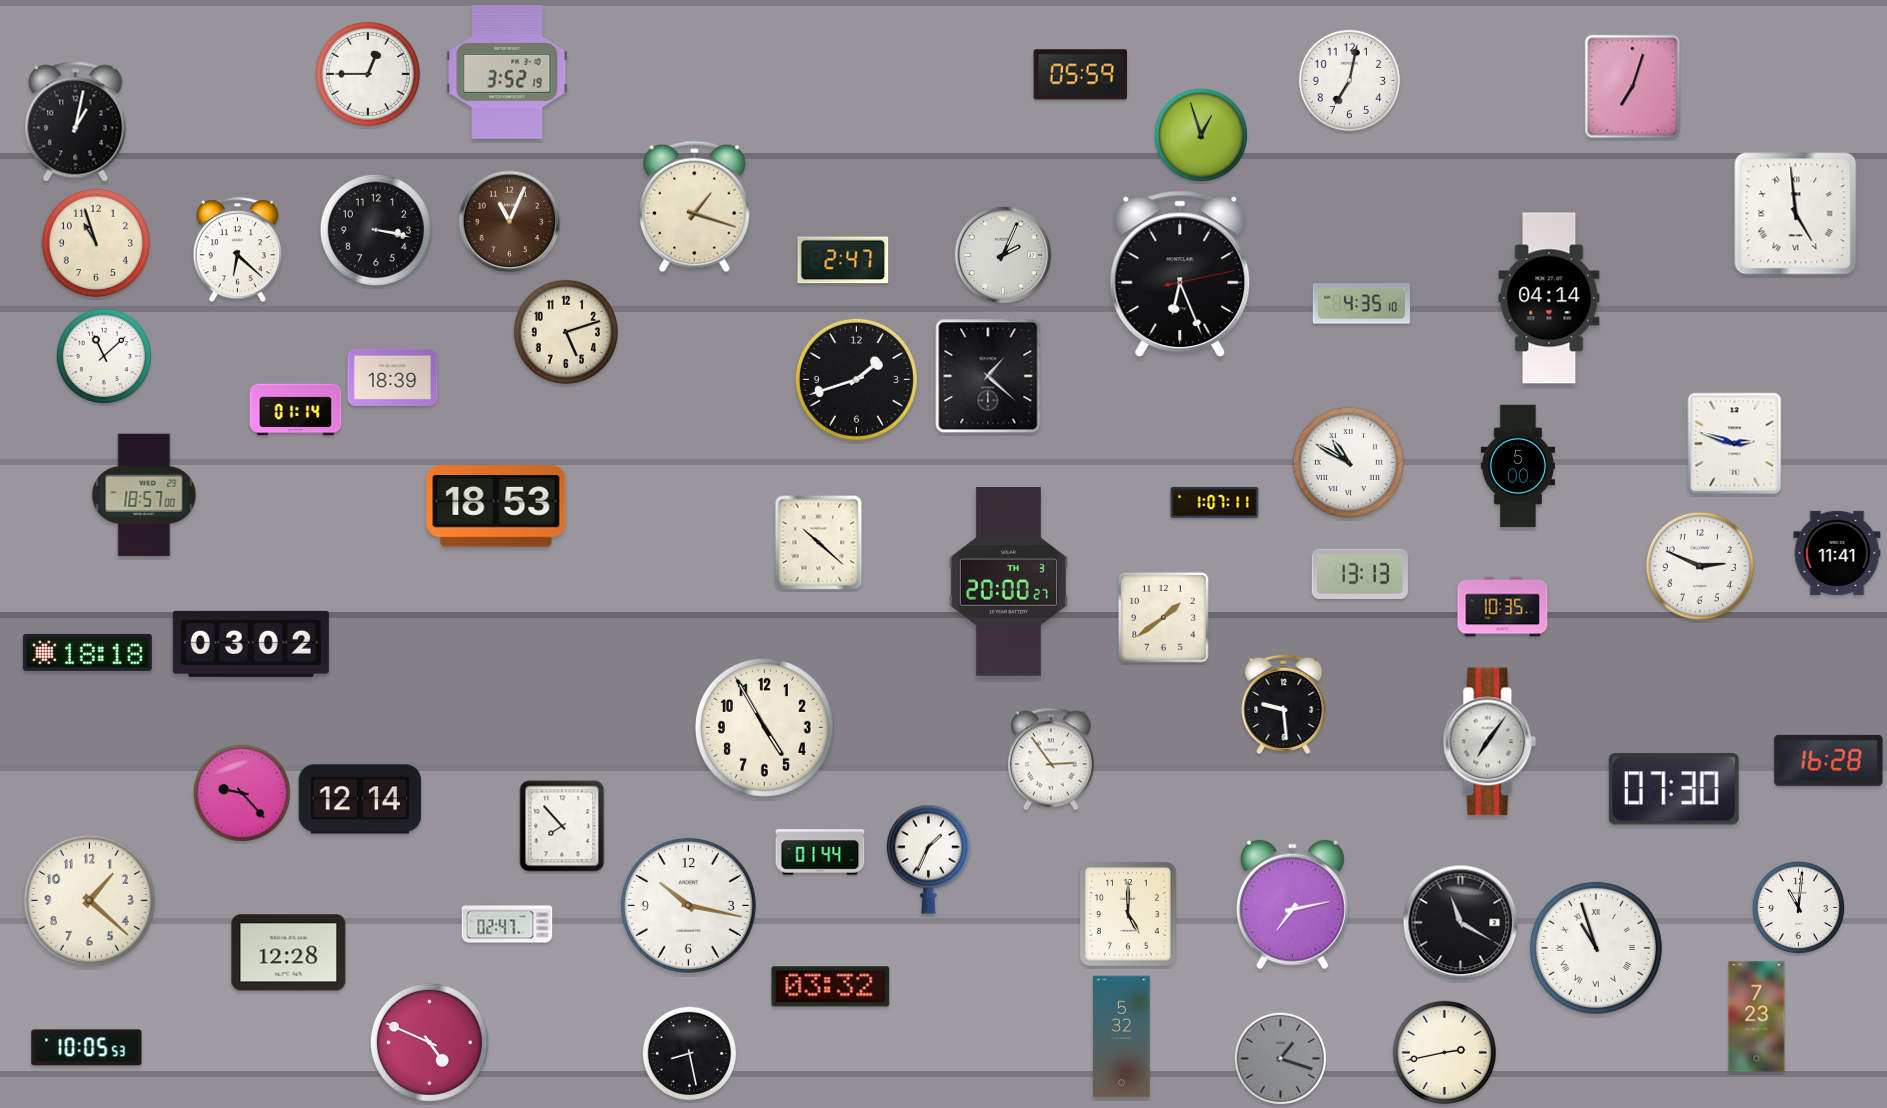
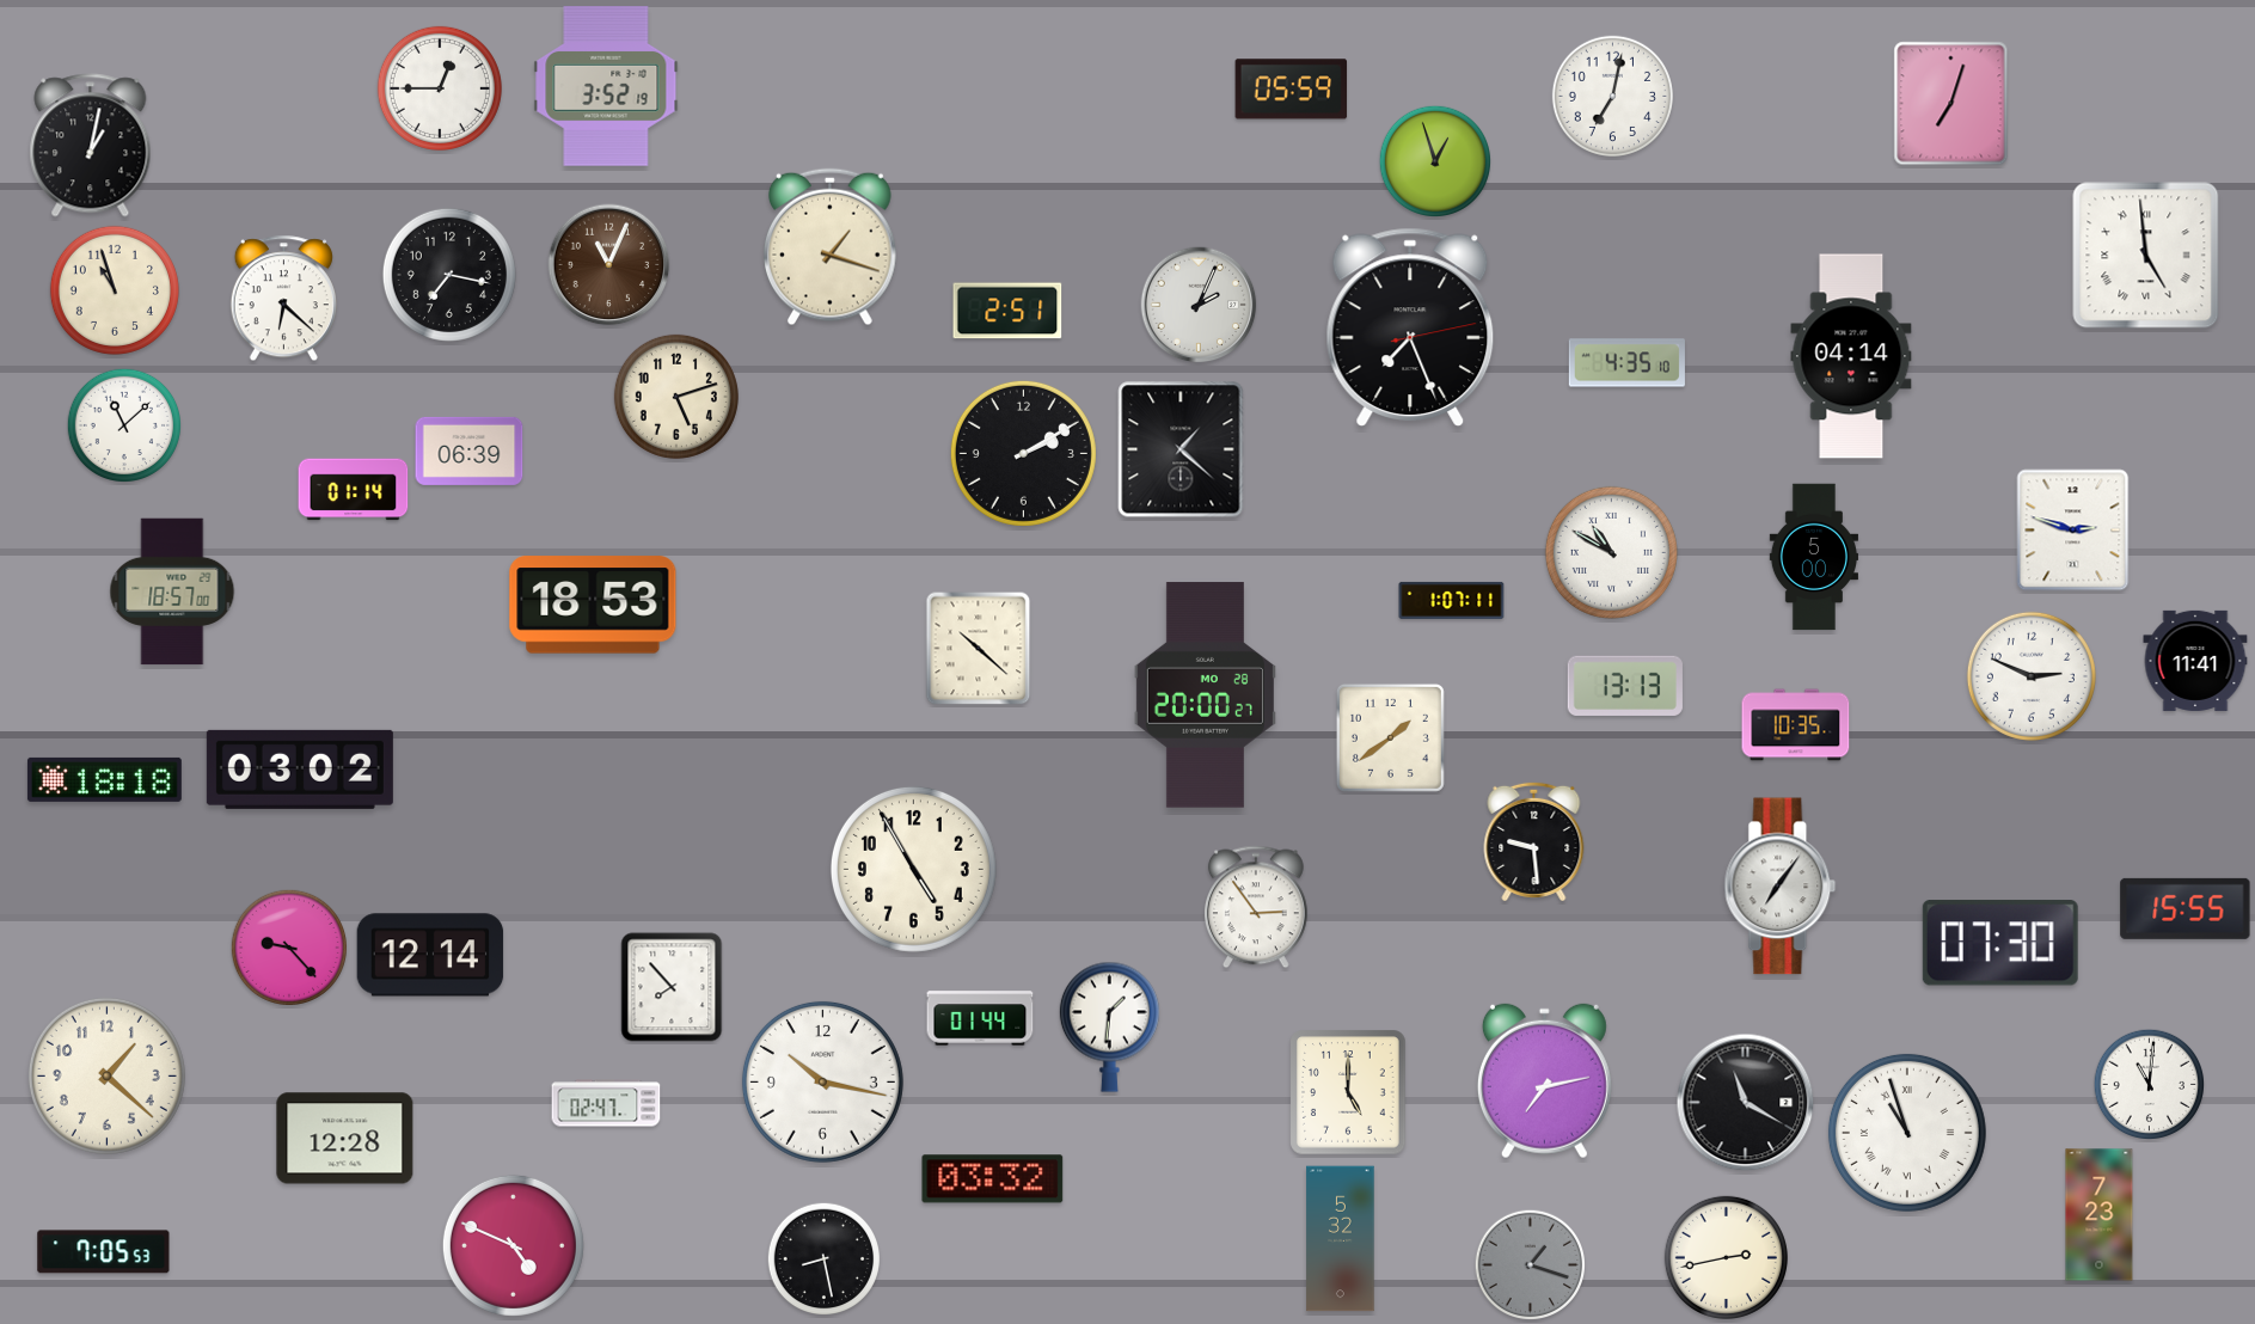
clock at (376, 230): 3:17 -> 7:17
clock at (843, 260): 2:47 -> 2:51
clock at (1180, 273): 6:26 -> 7:26
clock at (393, 377): 18:39 -> 06:39
clock at (856, 379): 1:42 -> 2:10
clock at (1008, 582) date: TH 3 -> MO 28
clock at (1829, 760): 16:28 -> 15:55
clock at (928, 859): 1:34 -> 1:31
clock at (87, 1048): 10:05 -> 7:05
